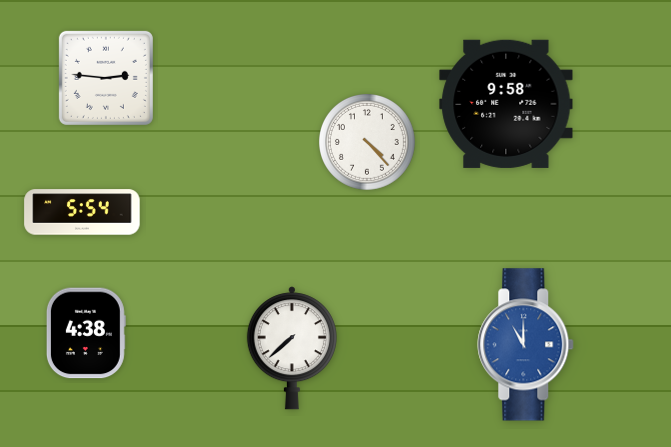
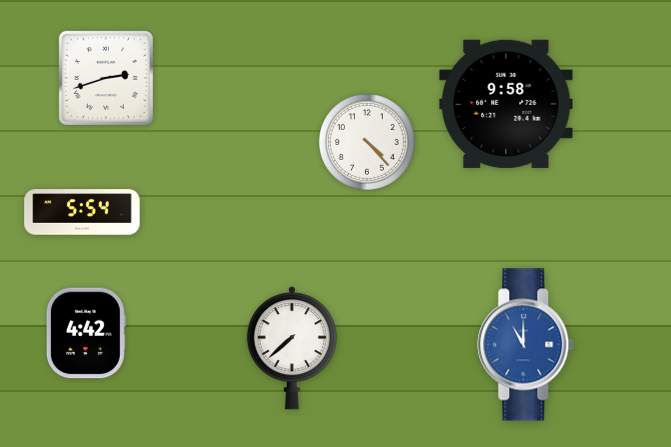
clock at (106, 78): 2:46 -> 2:42
clock at (86, 333): 4:38 -> 4:42
